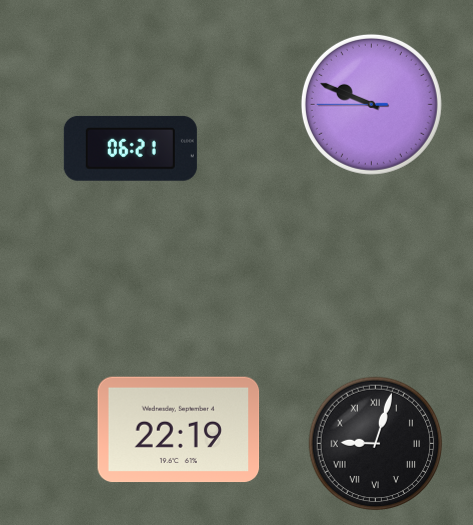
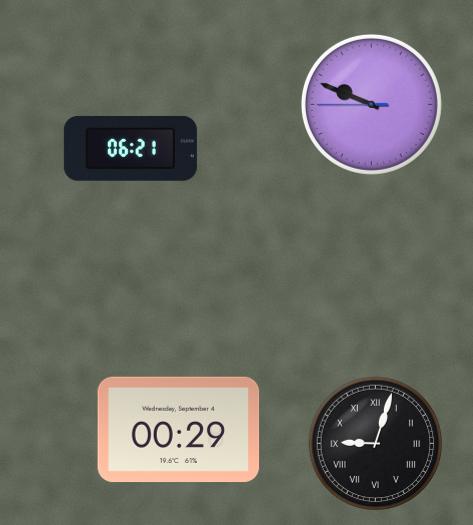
clock at (179, 430): 22:19 -> 00:29
